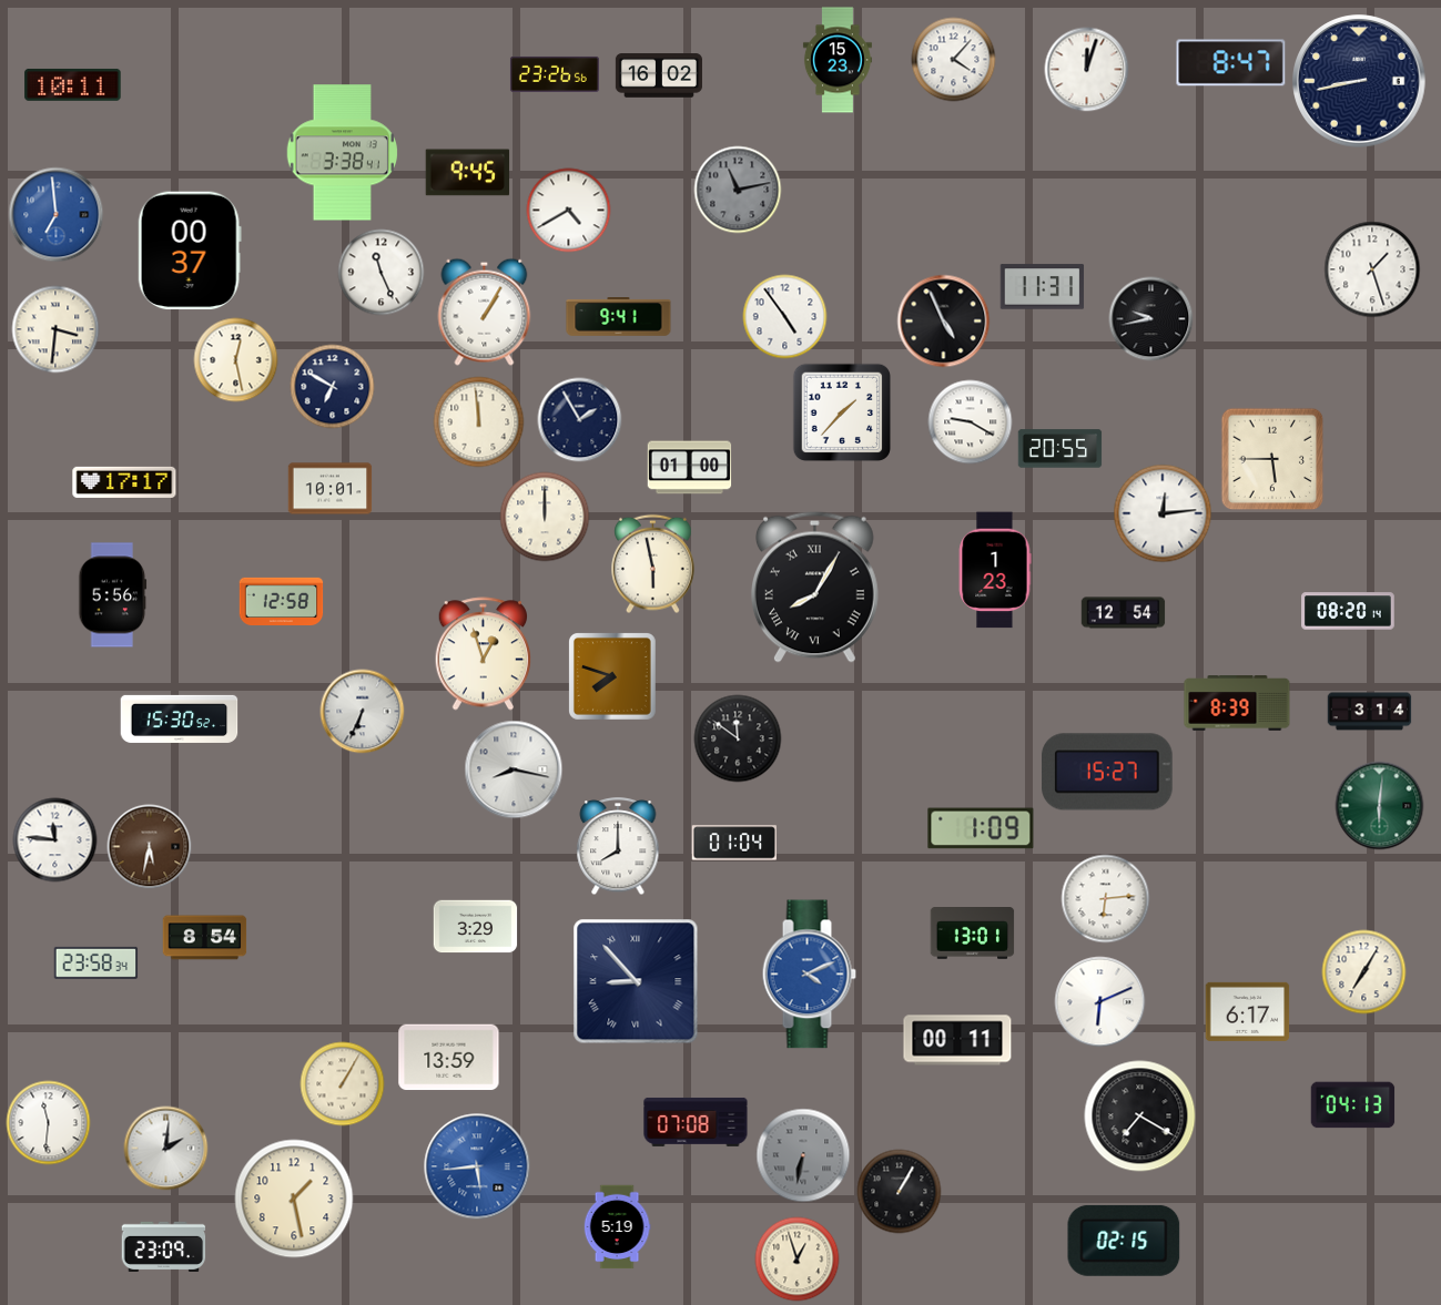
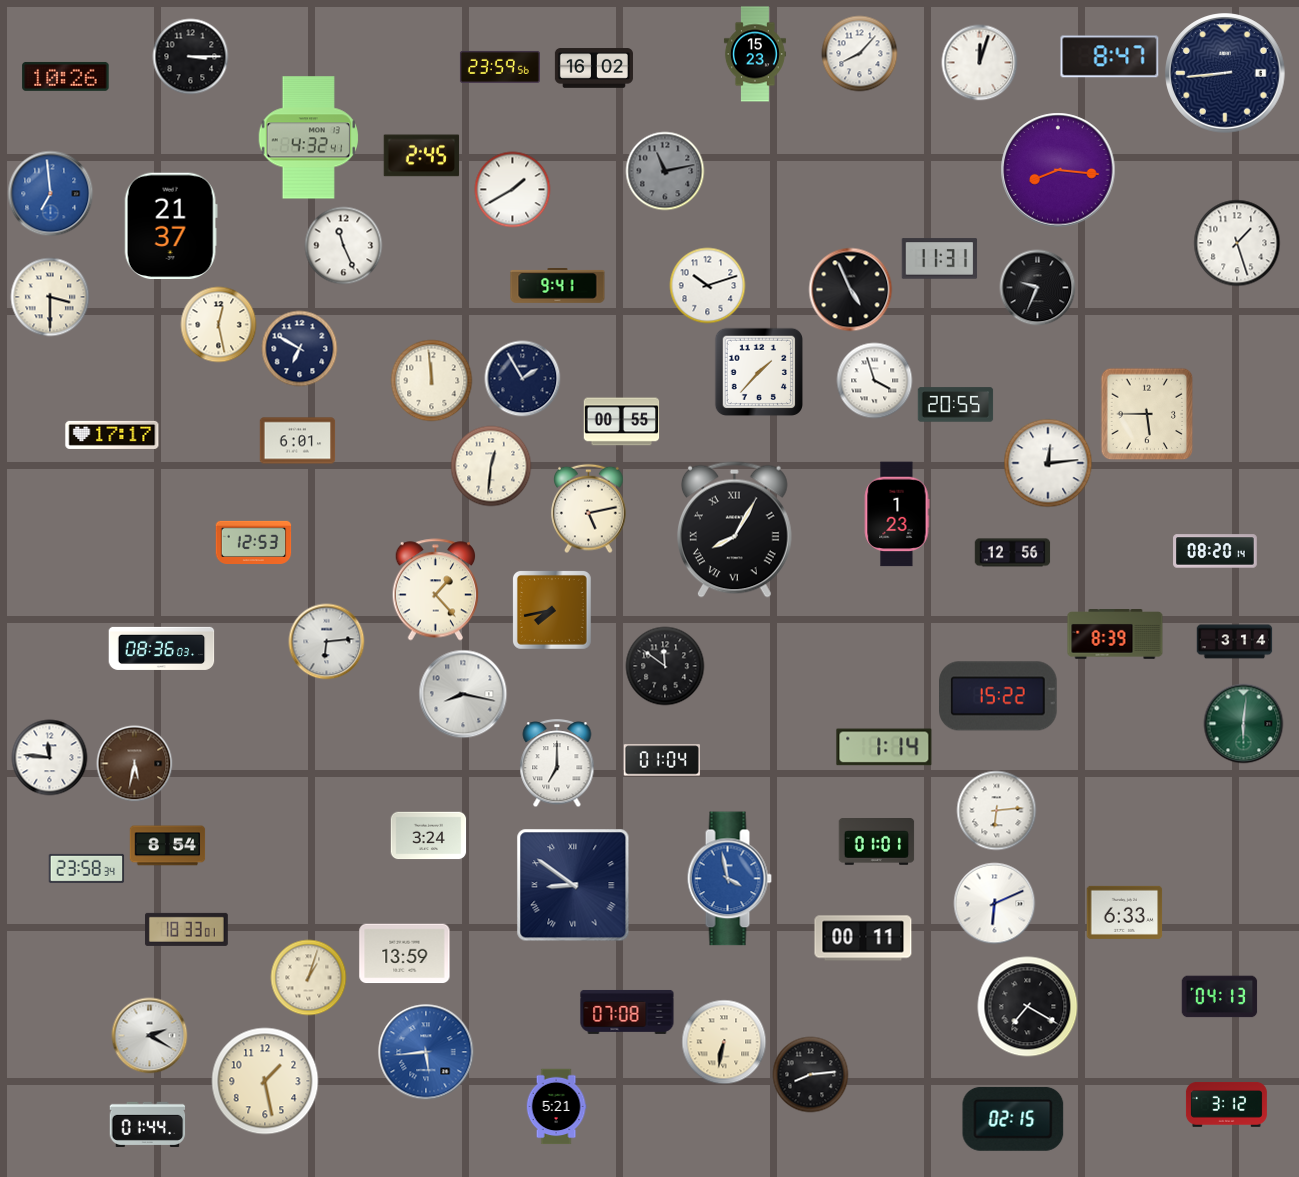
clock at (954, 60): 4:07 -> 8:07
clock at (191, 57): none -> 3:15
clock at (555, 74): 23:26 -> 23:59
clock at (1359, 81): 8:43 -> 8:44
clock at (73, 84): 10:11 -> 10:26
clock at (342, 153): 3:38 -> 4:32
clock at (468, 173): 9:45 -> 2:45
clock at (1058, 170): none -> 8:16
clock at (569, 211): 4:40 -> 1:40
clock at (190, 251): 00:37 -> 21:37
clock at (485, 312): 1:05 -> none
clock at (785, 317): 4:54 -> 10:12
clock at (1151, 319): 9:43 -> 9:34
clock at (55, 329): 3:31 -> 3:30
clock at (236, 360) position: (236, 360) -> (219, 325)
clock at (971, 422): 9:20 -> 3:57
clock at (690, 468): 01:00 -> 00:55
clock at (331, 489): 10:01 -> 6:01
clock at (545, 517): 12:00 -> 12:31
clock at (653, 564): 5:58 -> 5:13
clock at (113, 595): 5:56 -> none
clock at (282, 601): 12:58 -> 12:53
clock at (1124, 613): 12:54 -> 12:56
clock at (484, 654): 12:57 -> 1:23
clock at (612, 676): 7:48 -> 7:43
clock at (363, 712): 6:34 -> 6:14
clock at (180, 718): 15:30 -> 08:36
clock at (1107, 772): 15:27 -> 15:22
clock at (1380, 806) position: (1380, 806) -> (1244, 724)
clock at (981, 828): 1:09 -> 1:14
clock at (618, 847): 8:00 -> 7:00
clock at (476, 927): 3:29 -> 3:24
clock at (973, 934): 13:01 -> 01:01
clock at (205, 938) position: (205, 938) -> (168, 846)
clock at (1364, 972): 7:05 -> none
clock at (809, 975): 4:11 -> 3:58
clock at (636, 981): 8:53 -> 8:51
clock at (1100, 1002) position: (1100, 1002) -> (995, 904)
clock at (1248, 1011): 6:17 -> 6:33
clock at (187, 929): none -> 18:33
clock at (343, 1084): 1:05 -> 1:03
clock at (49, 1123): 11:31 -> none
clock at (166, 1149): 2:01 -> 2:20
clock at (803, 1155) dial: grey -> cream
clock at (477, 1166) position: (477, 1166) -> (426, 1052)
clock at (900, 1192): 1:05 -> 8:14
clock at (1226, 1105): none -> 3:12
clock at (617, 1227): 5:19 -> 5:21
clock at (164, 1246): 23:09 -> 01:44
clock at (798, 1260): 12:57 -> none
